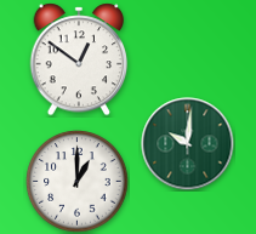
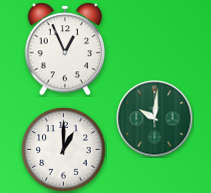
clock at (79, 59): 12:51 -> 12:56
